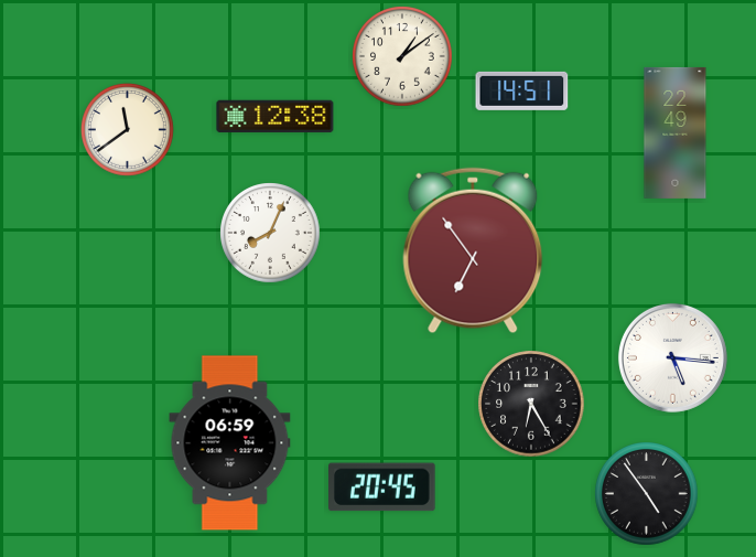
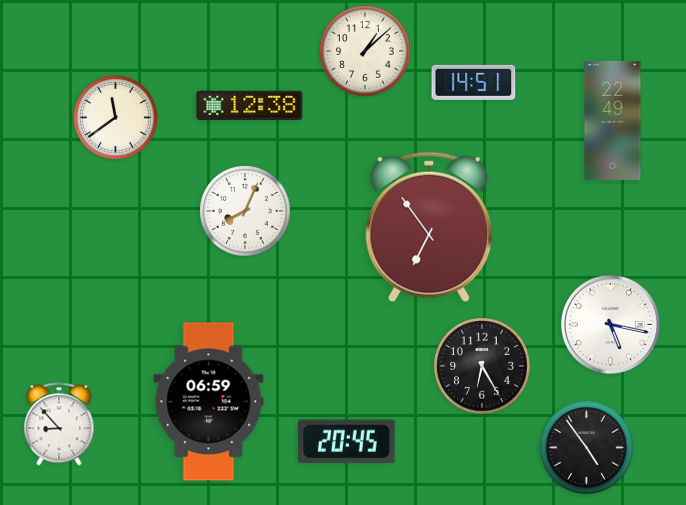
clock at (402, 56): 1:09 -> 1:08
clock at (672, 357): 5:16 -> 5:17
clock at (59, 424): none -> 8:53
